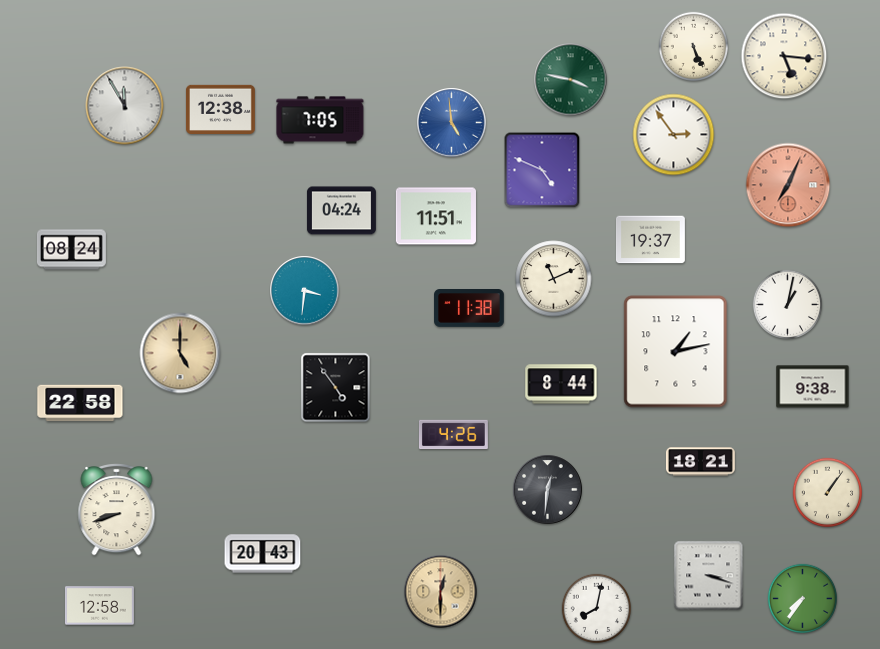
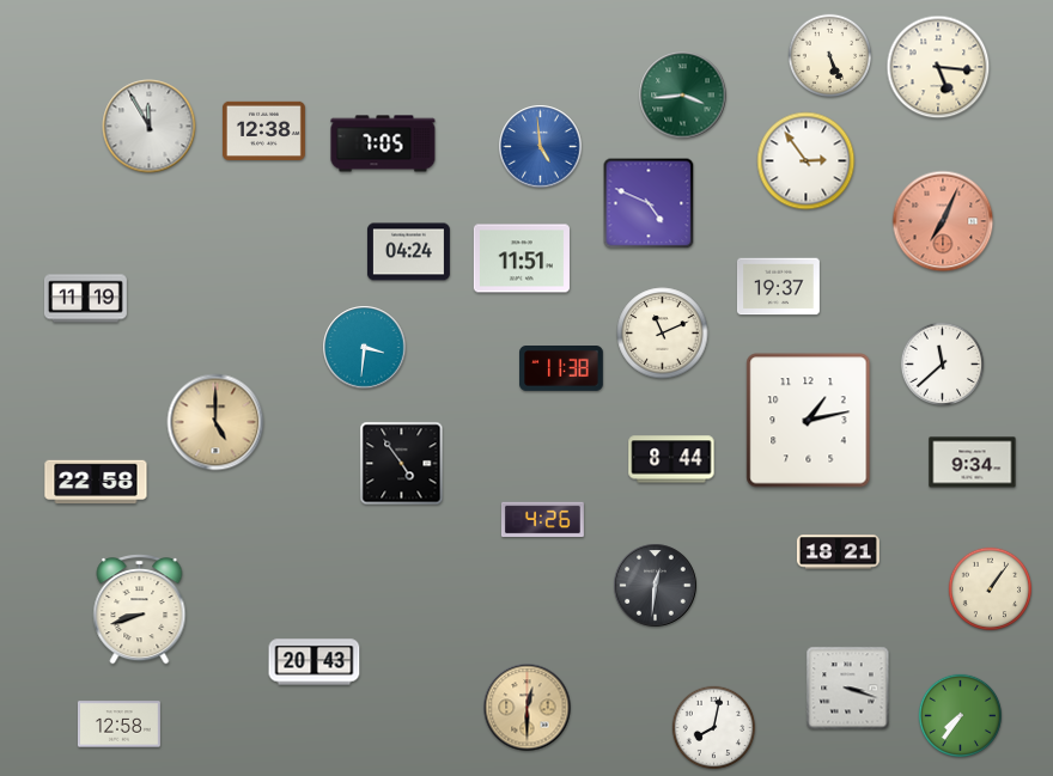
clock at (571, 80): 3:47 -> 3:44
clock at (71, 250): 08:24 -> 11:19
clock at (788, 305): 1:02 -> 11:38
clock at (813, 387): 9:38 -> 9:34
